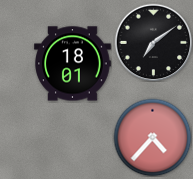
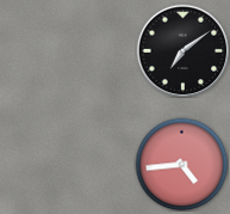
clock at (73, 64): 18:01 -> none
clock at (152, 137): 4:37 -> 4:44
